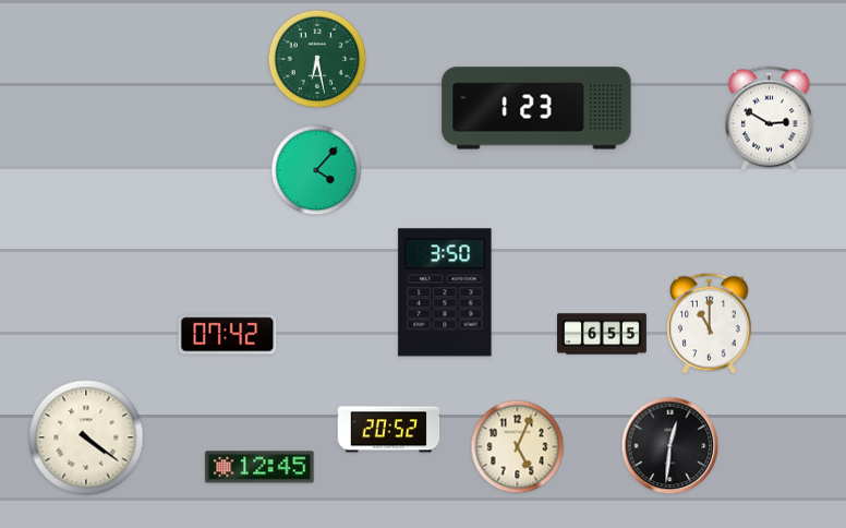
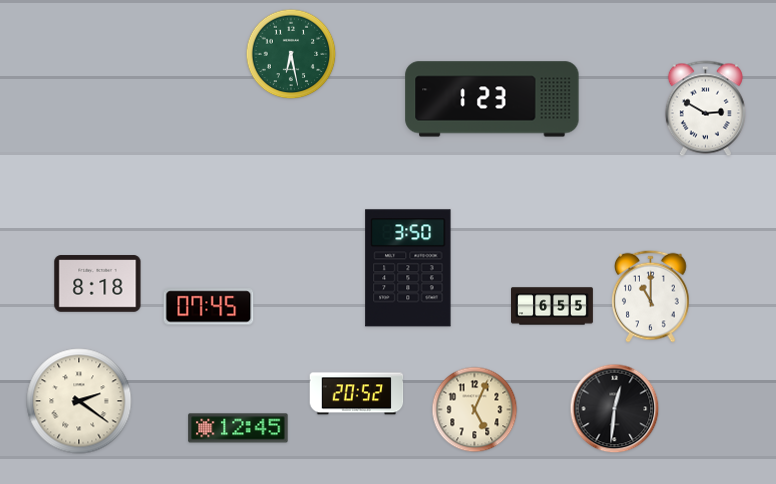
clock at (316, 170): 4:07 -> none
clock at (98, 284): none -> 8:18
clock at (228, 335): 07:42 -> 07:45
clock at (86, 437): 4:21 -> 2:21
